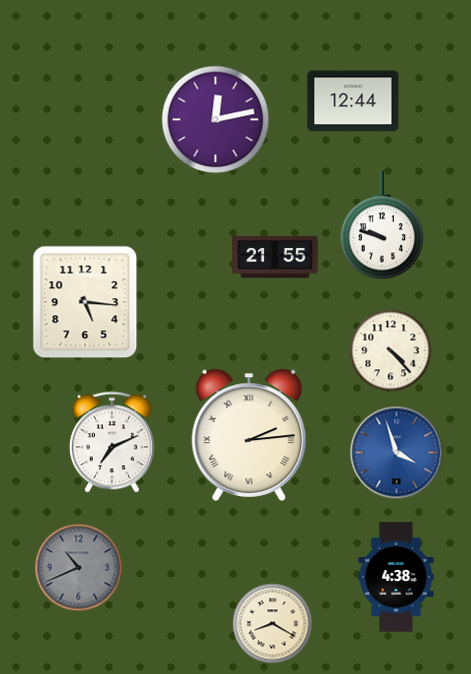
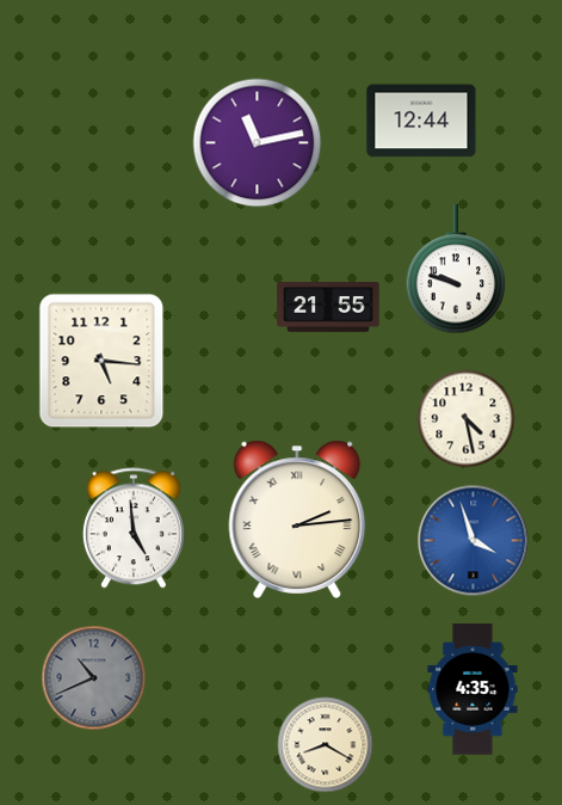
clock at (216, 120): 12:13 -> 11:13
clock at (391, 351): 4:23 -> 4:28
clock at (112, 442): 7:11 -> 4:59
clock at (396, 577): 4:38 -> 4:35
